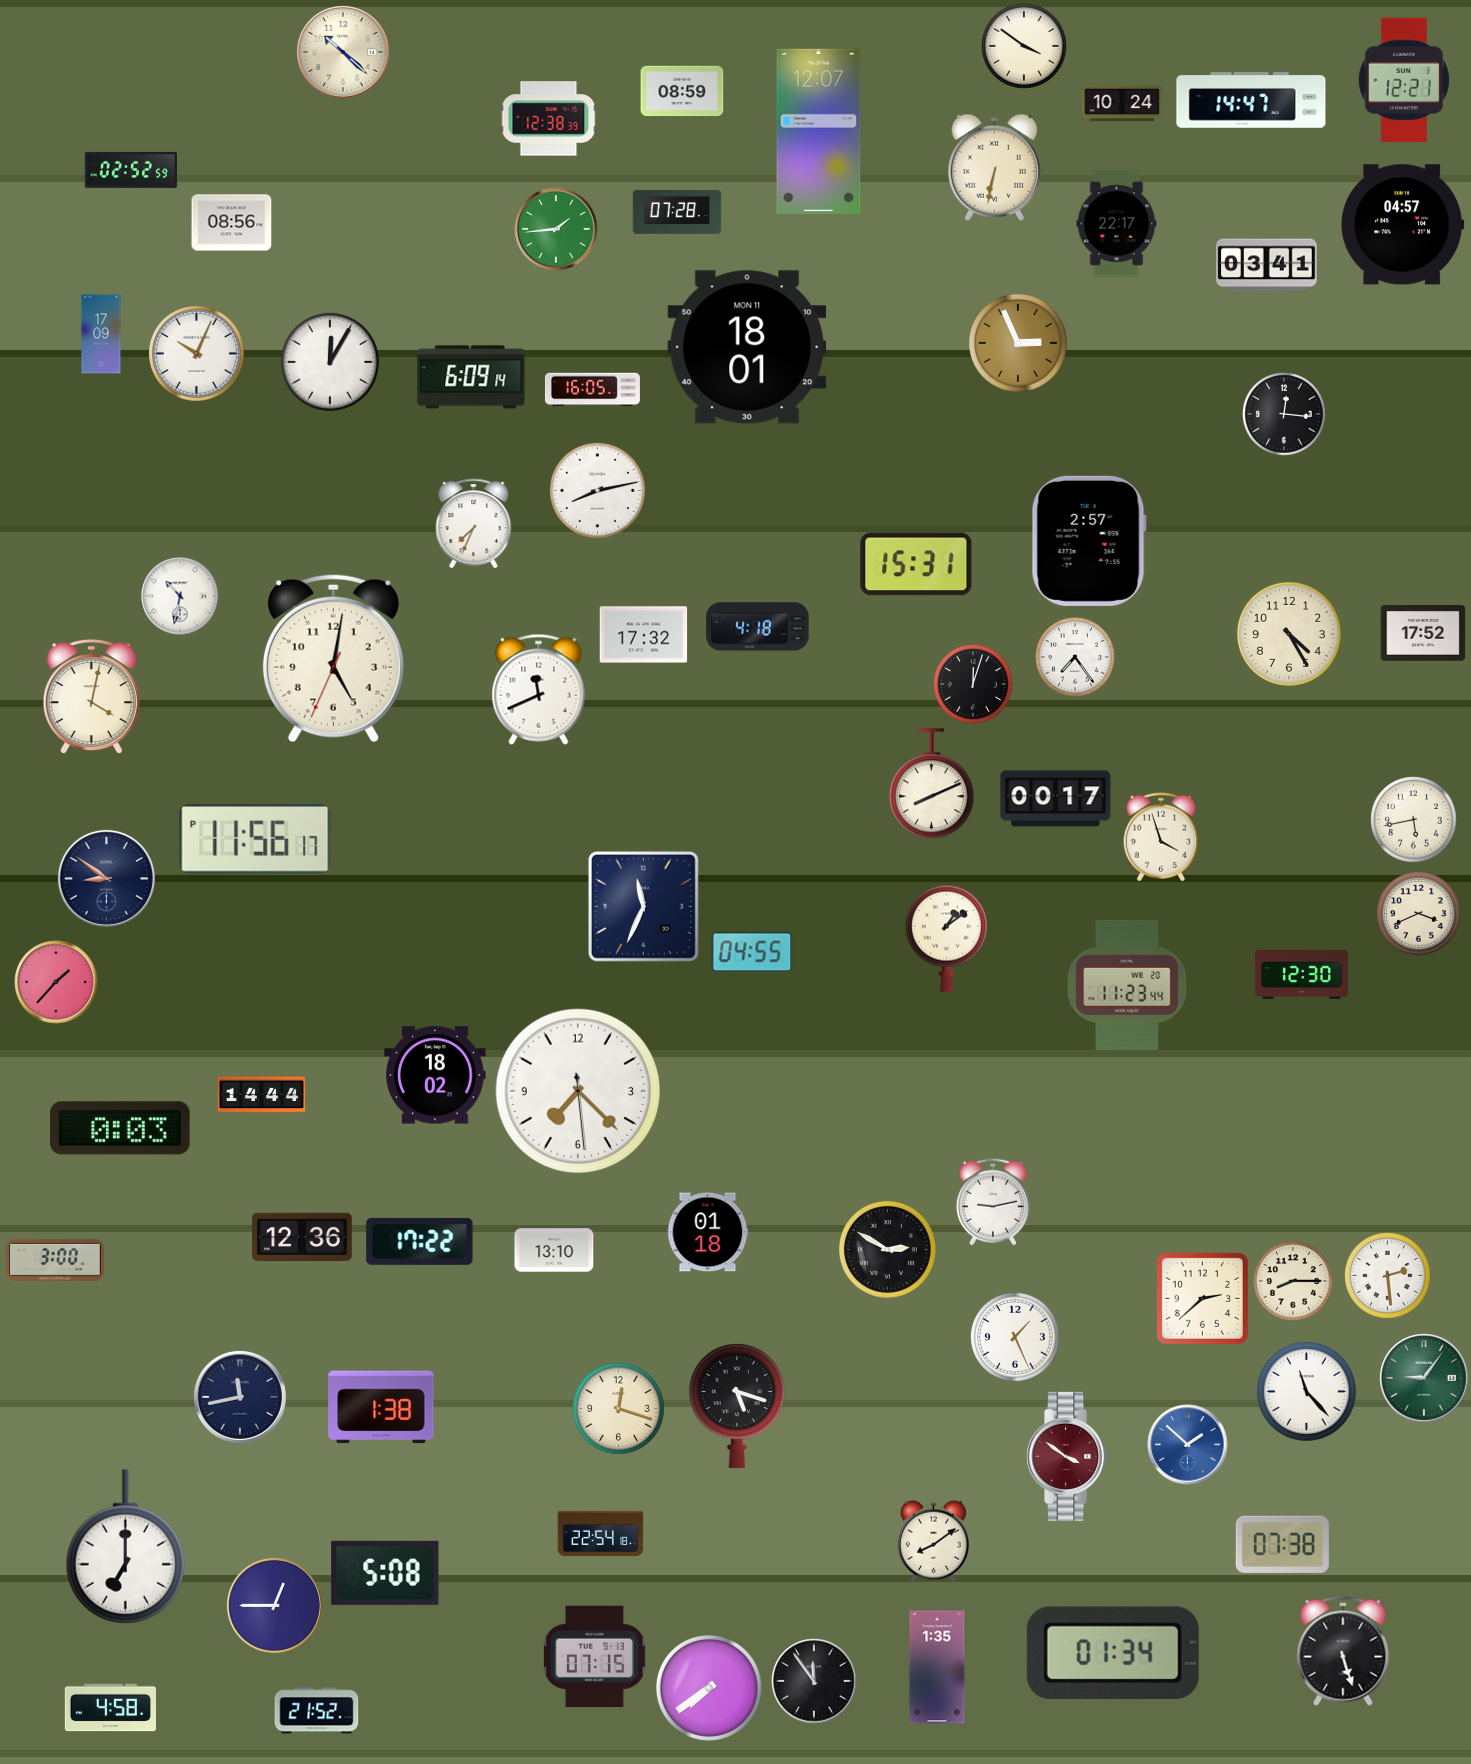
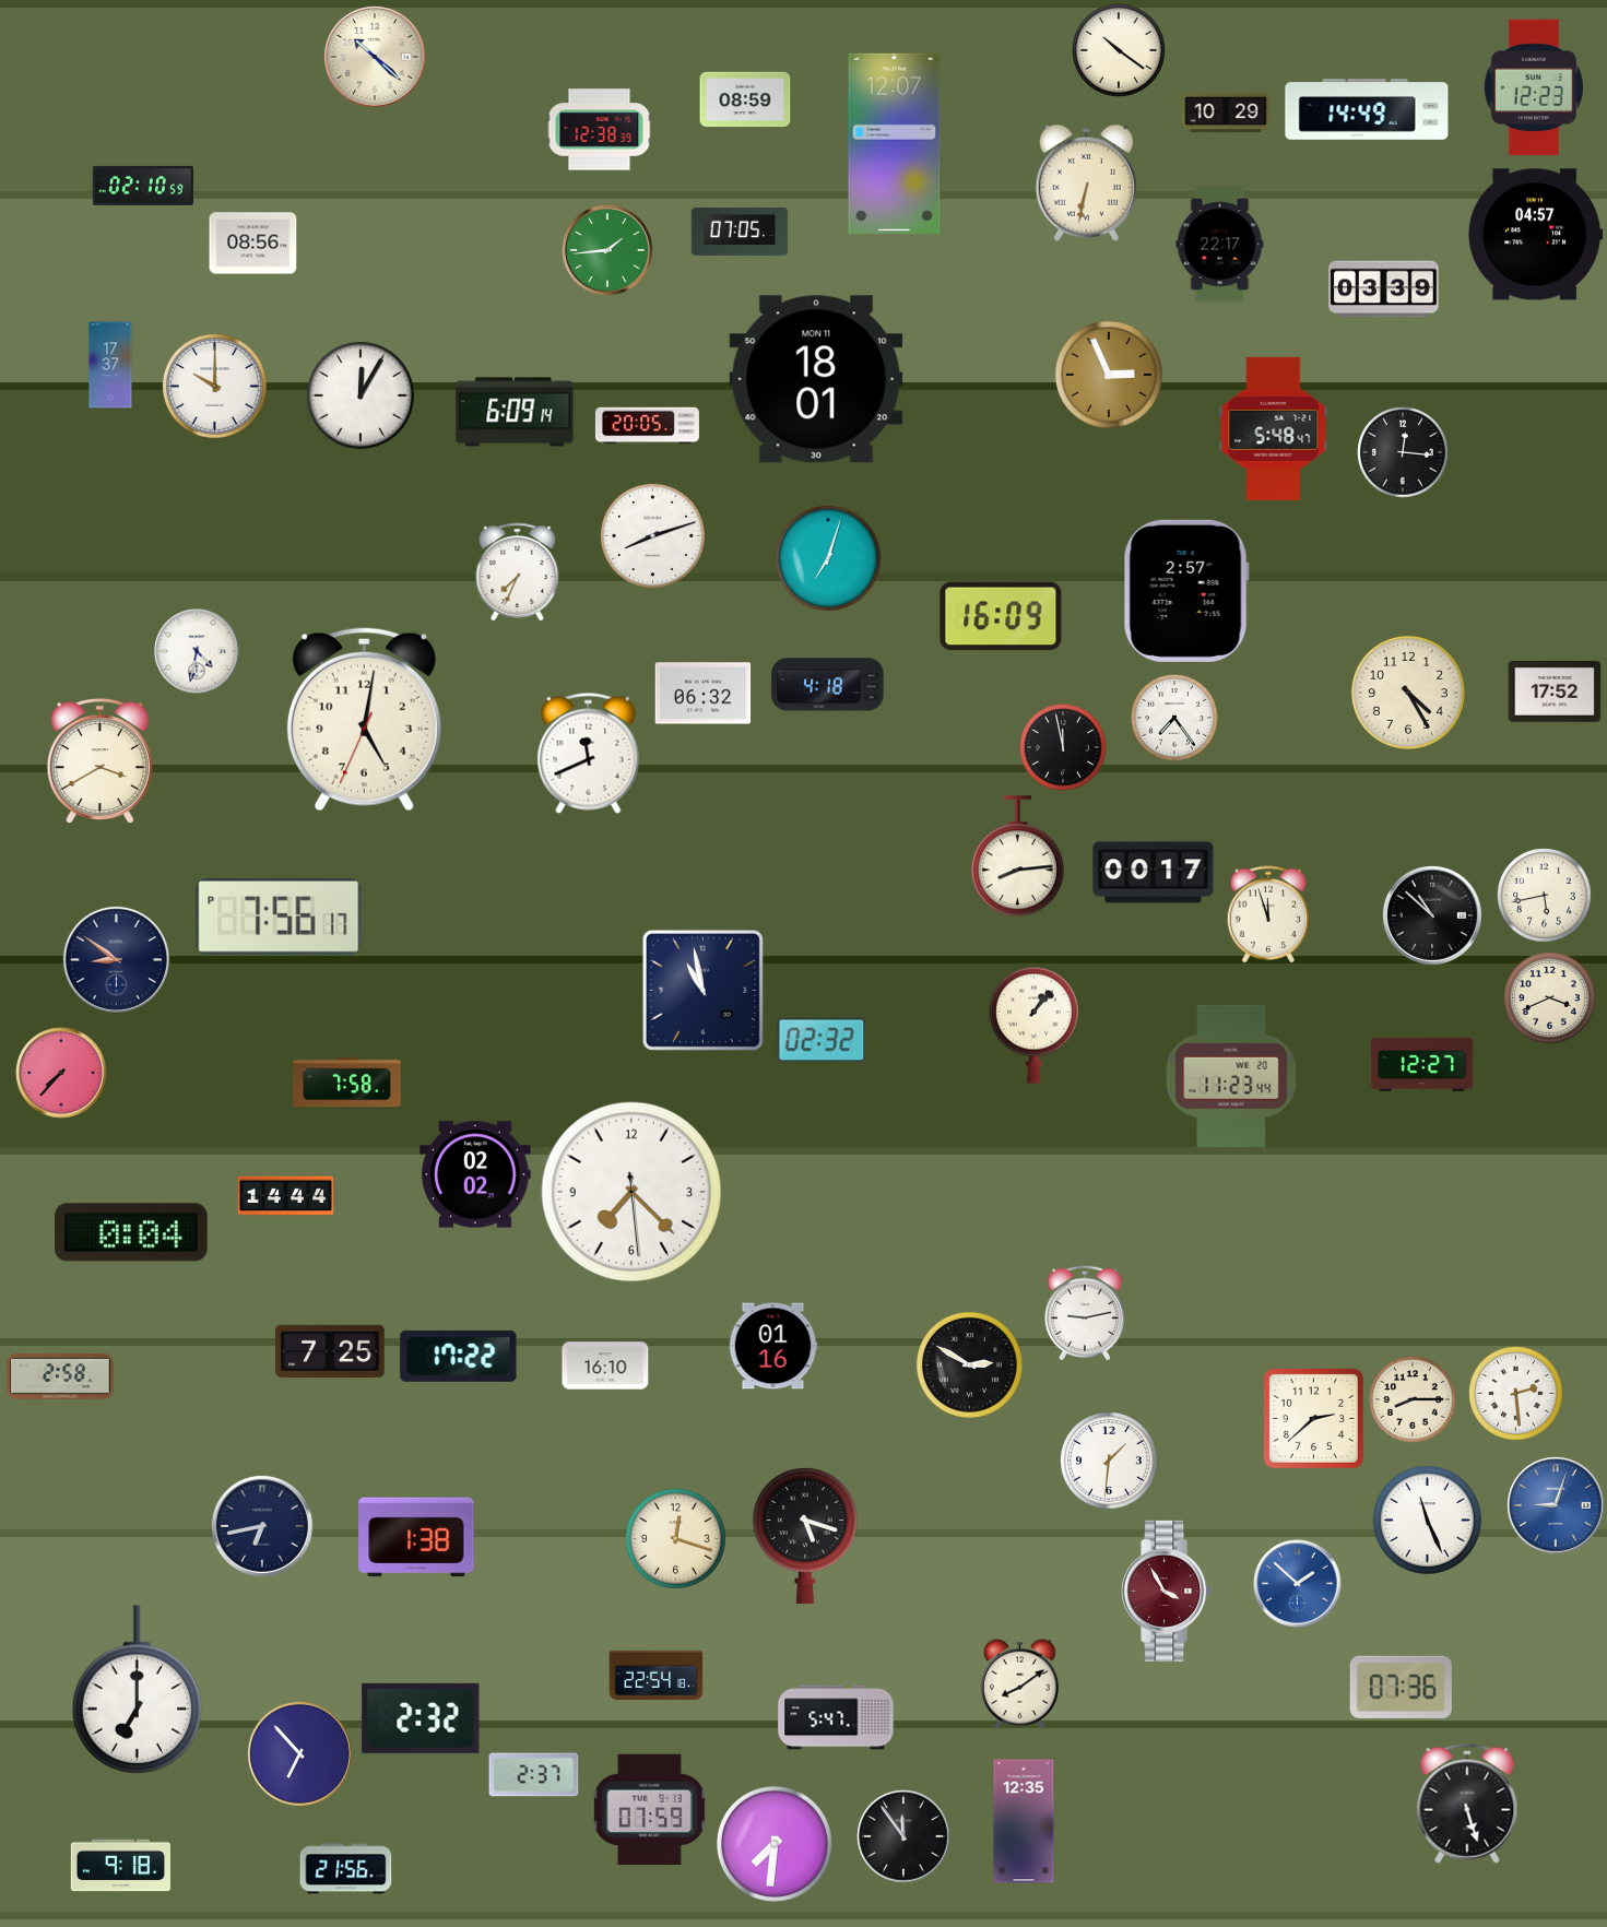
clock at (1024, 46): 3:51 -> 10:21
clock at (1404, 80): 12:21 -> 12:23
clock at (1251, 100): 14:47 -> 14:49
clock at (1122, 103): 10:24 -> 10:29
clock at (131, 170): 02:52 -> 02:10
clock at (677, 212): 07:28 -> 07:05
clock at (1403, 225) position: (1403, 225) -> (1536, 235)
clock at (1267, 265): 03:41 -> 03:39
clock at (101, 334): 17:09 -> 17:37
clock at (1018, 343) position: (1018, 343) -> (1109, 375)
clock at (196, 353): 10:04 -> 10:00
clock at (592, 390): 16:05 -> 20:05
clock at (1274, 428): none -> 5:48
clock at (597, 490): 8:13 -> 8:12
clock at (828, 558): none -> 7:03
clock at (1089, 541) position: (1089, 541) -> (1186, 591)
clock at (916, 564): 15:31 -> 16:09
clock at (180, 596): 10:32 -> 4:32
clock at (644, 635): 17:32 -> 06:32
clock at (973, 684): 12:03 -> 11:58
clock at (91, 697): 4:02 -> 3:40
clock at (931, 784): 8:11 -> 8:14
clock at (1161, 837): 3:57 -> 11:57
clock at (1432, 915): none -> 10:52
clock at (255, 840): 11:56 -> 7:56
clock at (643, 906): 11:34 -> 10:58
clock at (946, 938): 1:09 -> 1:07
clock at (752, 952): 04:55 -> 02:32
clock at (1301, 974): 12:30 -> 12:27
clock at (56, 982): 1:37 -> 7:37
clock at (347, 1083): none -> 7:58
clock at (435, 1075): 18:02 -> 02:02
clock at (120, 1128): 0:03 -> 0:04
clock at (708, 1232): 01:18 -> 01:16
clock at (302, 1237): 12:36 -> 7:25
clock at (554, 1250): 13:10 -> 16:10
clock at (56, 1260): 3:00 -> 2:58
clock at (1016, 1338): 1:26 -> 1:31
clock at (1425, 1379): 9:06 -> 9:03
clock at (1425, 1379) dial: green -> blue
clock at (1306, 1391): 11:23 -> 11:26
clock at (240, 1397): 11:43 -> 6:43
clock at (1188, 1445) position: (1188, 1445) -> (1298, 1584)
clock at (1068, 1456): 3:51 -> 3:55
clock at (1282, 1544): 07:38 -> 07:36
clock at (836, 1717): none -> 5:47
clock at (385, 1573): 5:08 -> 2:32
clock at (274, 1605): 12:45 -> 6:53
clock at (534, 1775): none -> 2:37
clock at (1113, 1653): 01:34 -> none
clock at (594, 1657): 07:15 -> 07:59
clock at (937, 1667): 1:35 -> 12:35
clock at (814, 1681) position: (814, 1681) -> (903, 1836)
clock at (709, 1688): 7:39 -> 7:31
clock at (110, 1708): 4:58 -> 9:18
clock at (317, 1711): 21:52 -> 21:56
